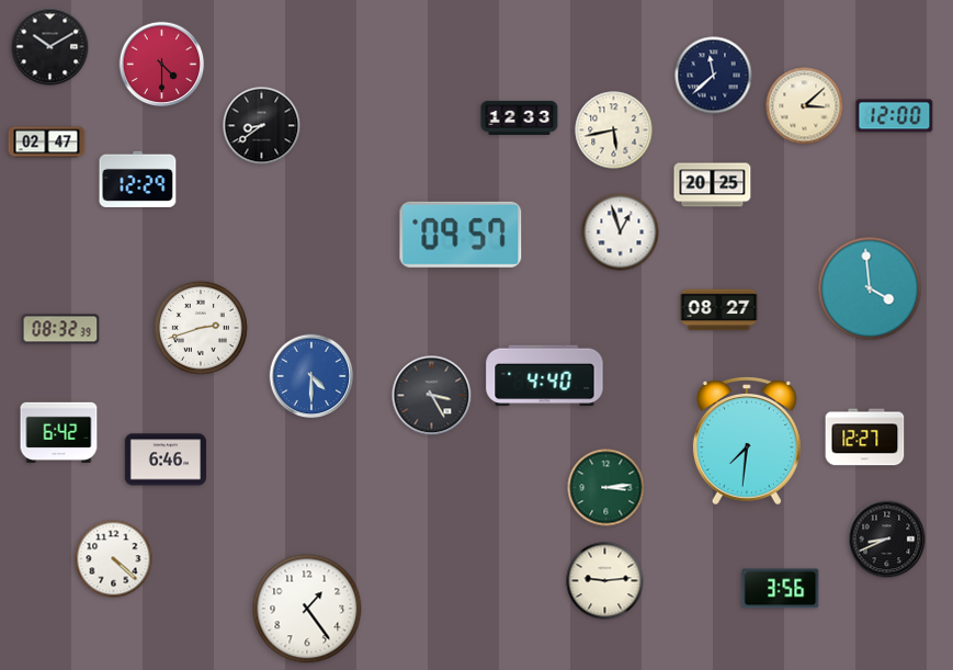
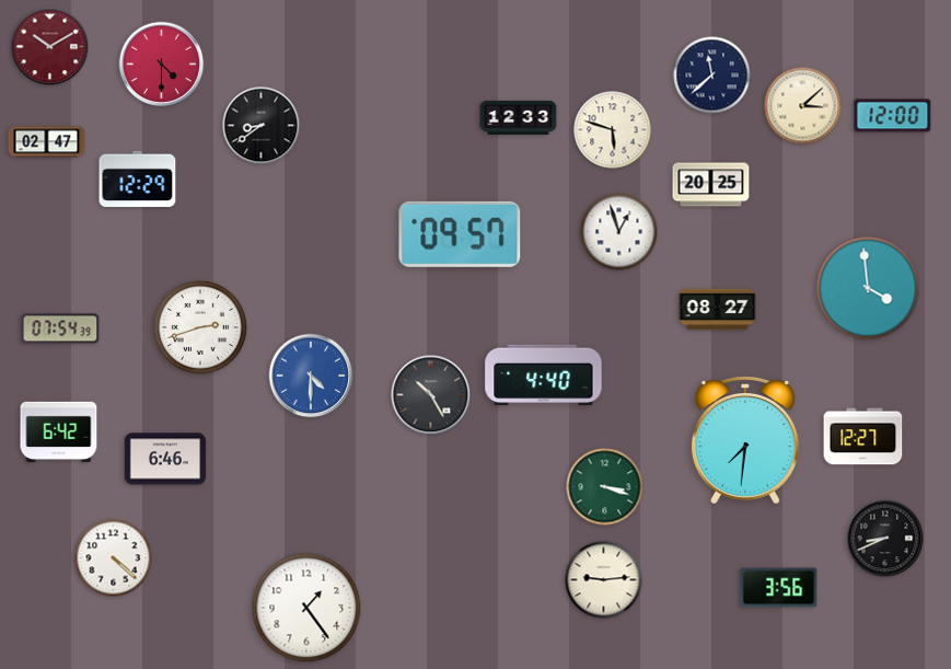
clock at (50, 47) dial: black -> burgundy
clock at (614, 130): 5:43 -> 5:48
clock at (60, 329): 08:32 -> 07:54
clock at (432, 396): 3:25 -> 10:25
clock at (606, 488): 3:14 -> 3:18
